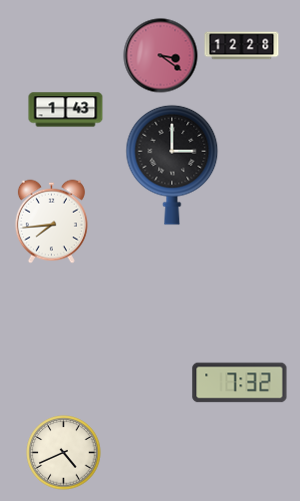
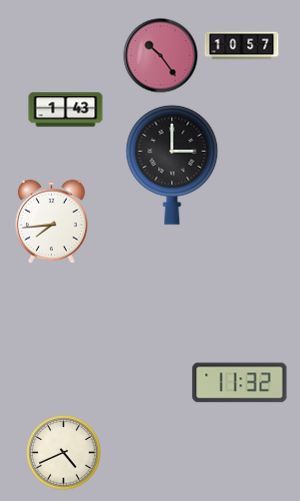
clock at (242, 46): 12:28 -> 10:57
clock at (161, 56): 3:21 -> 10:24
clock at (240, 383): 7:32 -> 11:32
